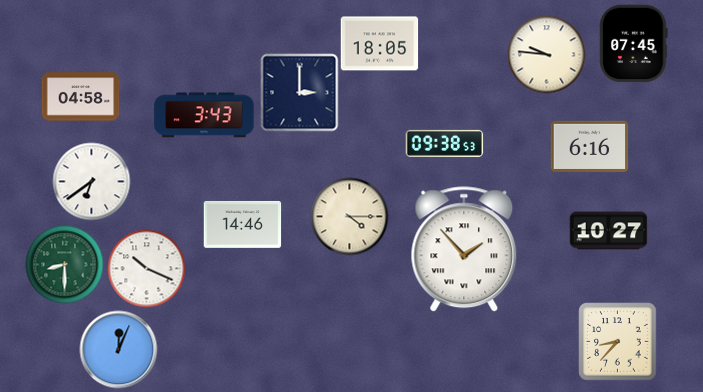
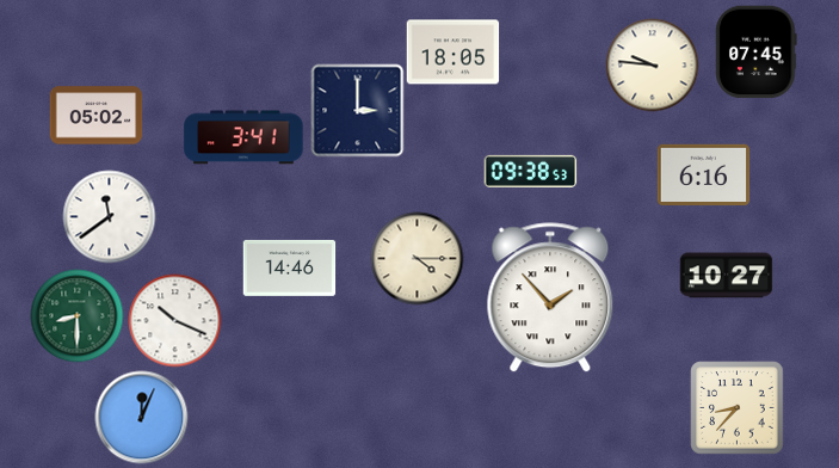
clock at (80, 97): 04:58 -> 05:02
clock at (204, 115): 3:43 -> 3:41
clock at (91, 181): 6:39 -> 11:39
clock at (464, 249) position: (464, 249) -> (550, 297)
